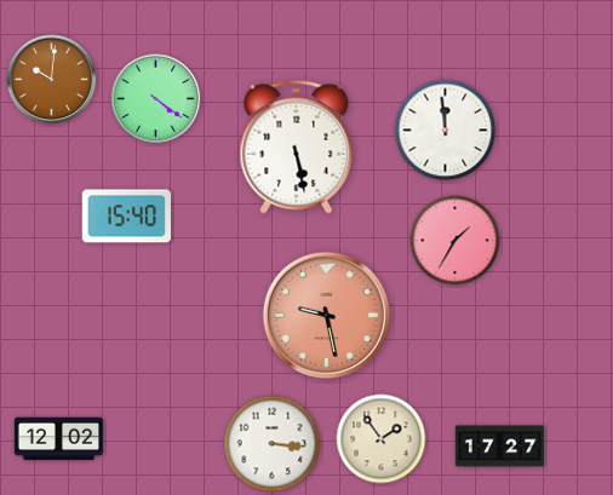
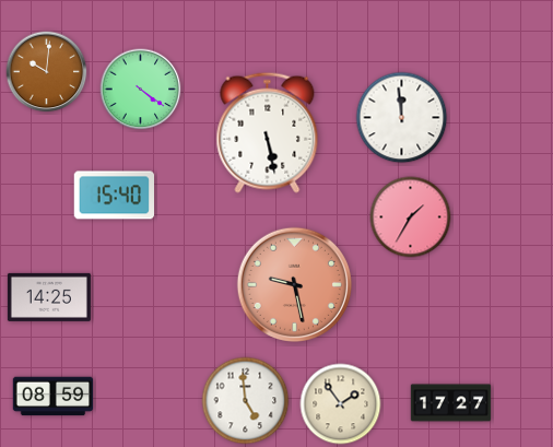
clock at (49, 297): none -> 14:25
clock at (59, 439): 12:02 -> 08:59
clock at (382, 439) position: (382, 439) -> (341, 404)
clock at (273, 444): 3:16 -> 4:59
